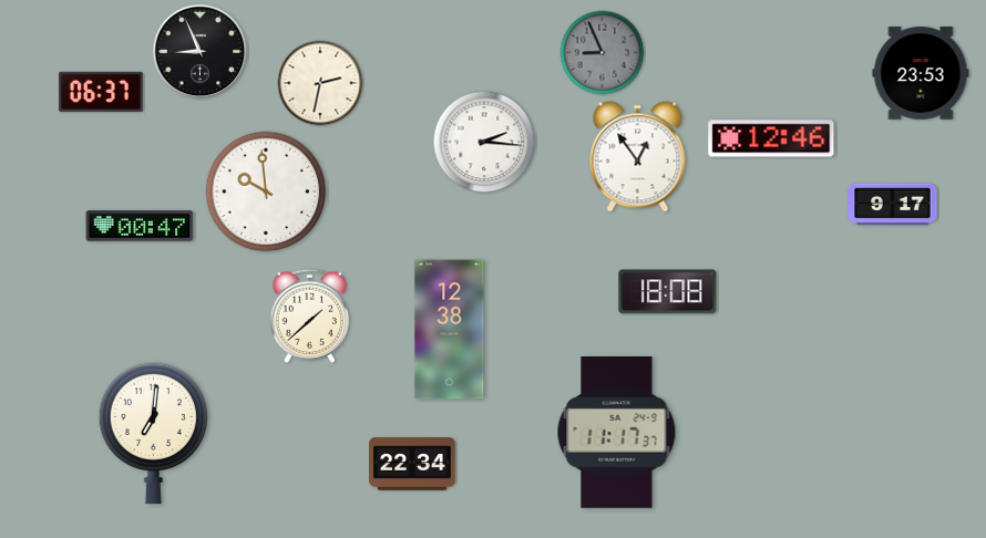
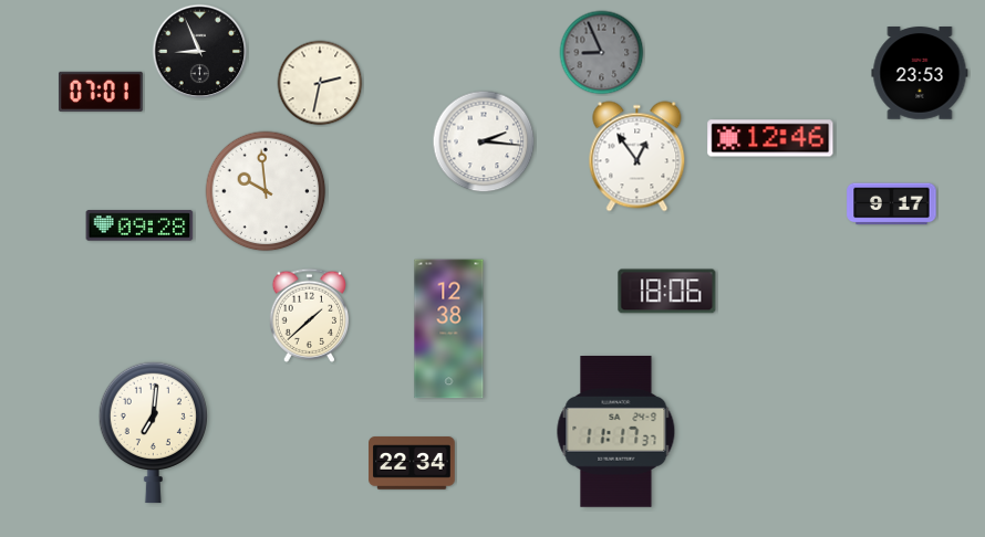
clock at (101, 92): 06:37 -> 07:01
clock at (140, 226): 00:47 -> 09:28
clock at (668, 292): 18:08 -> 18:06
